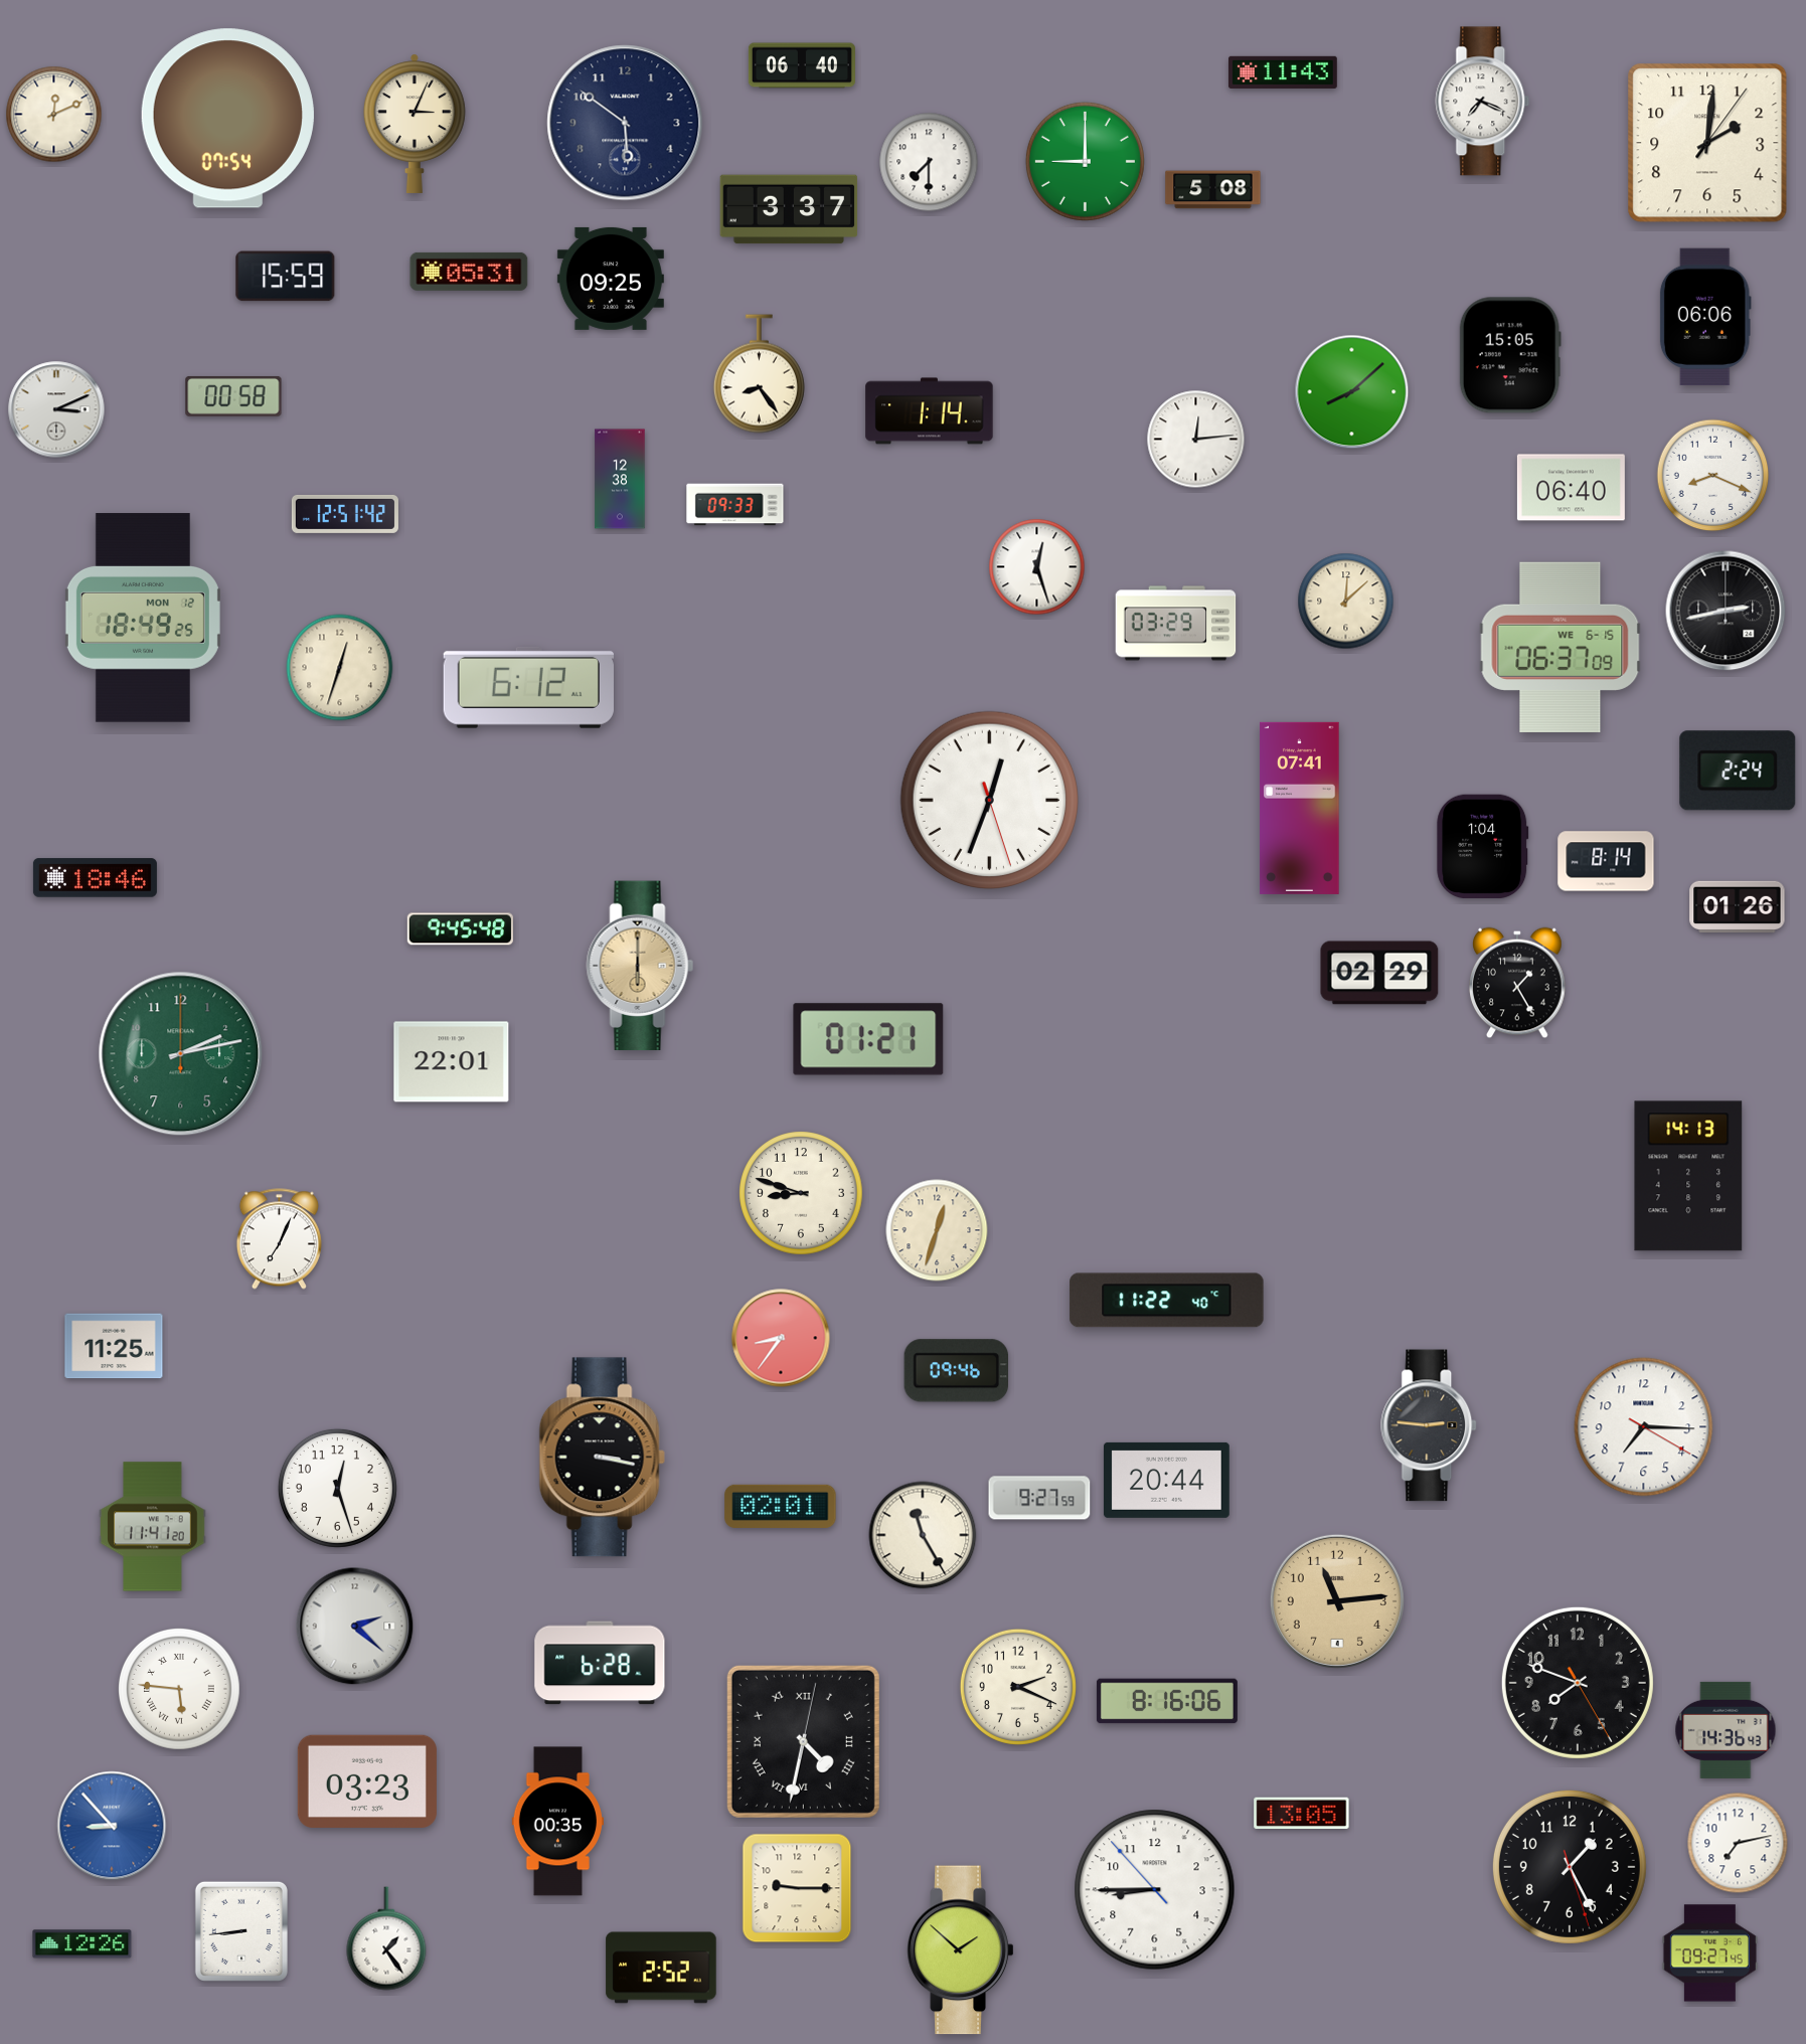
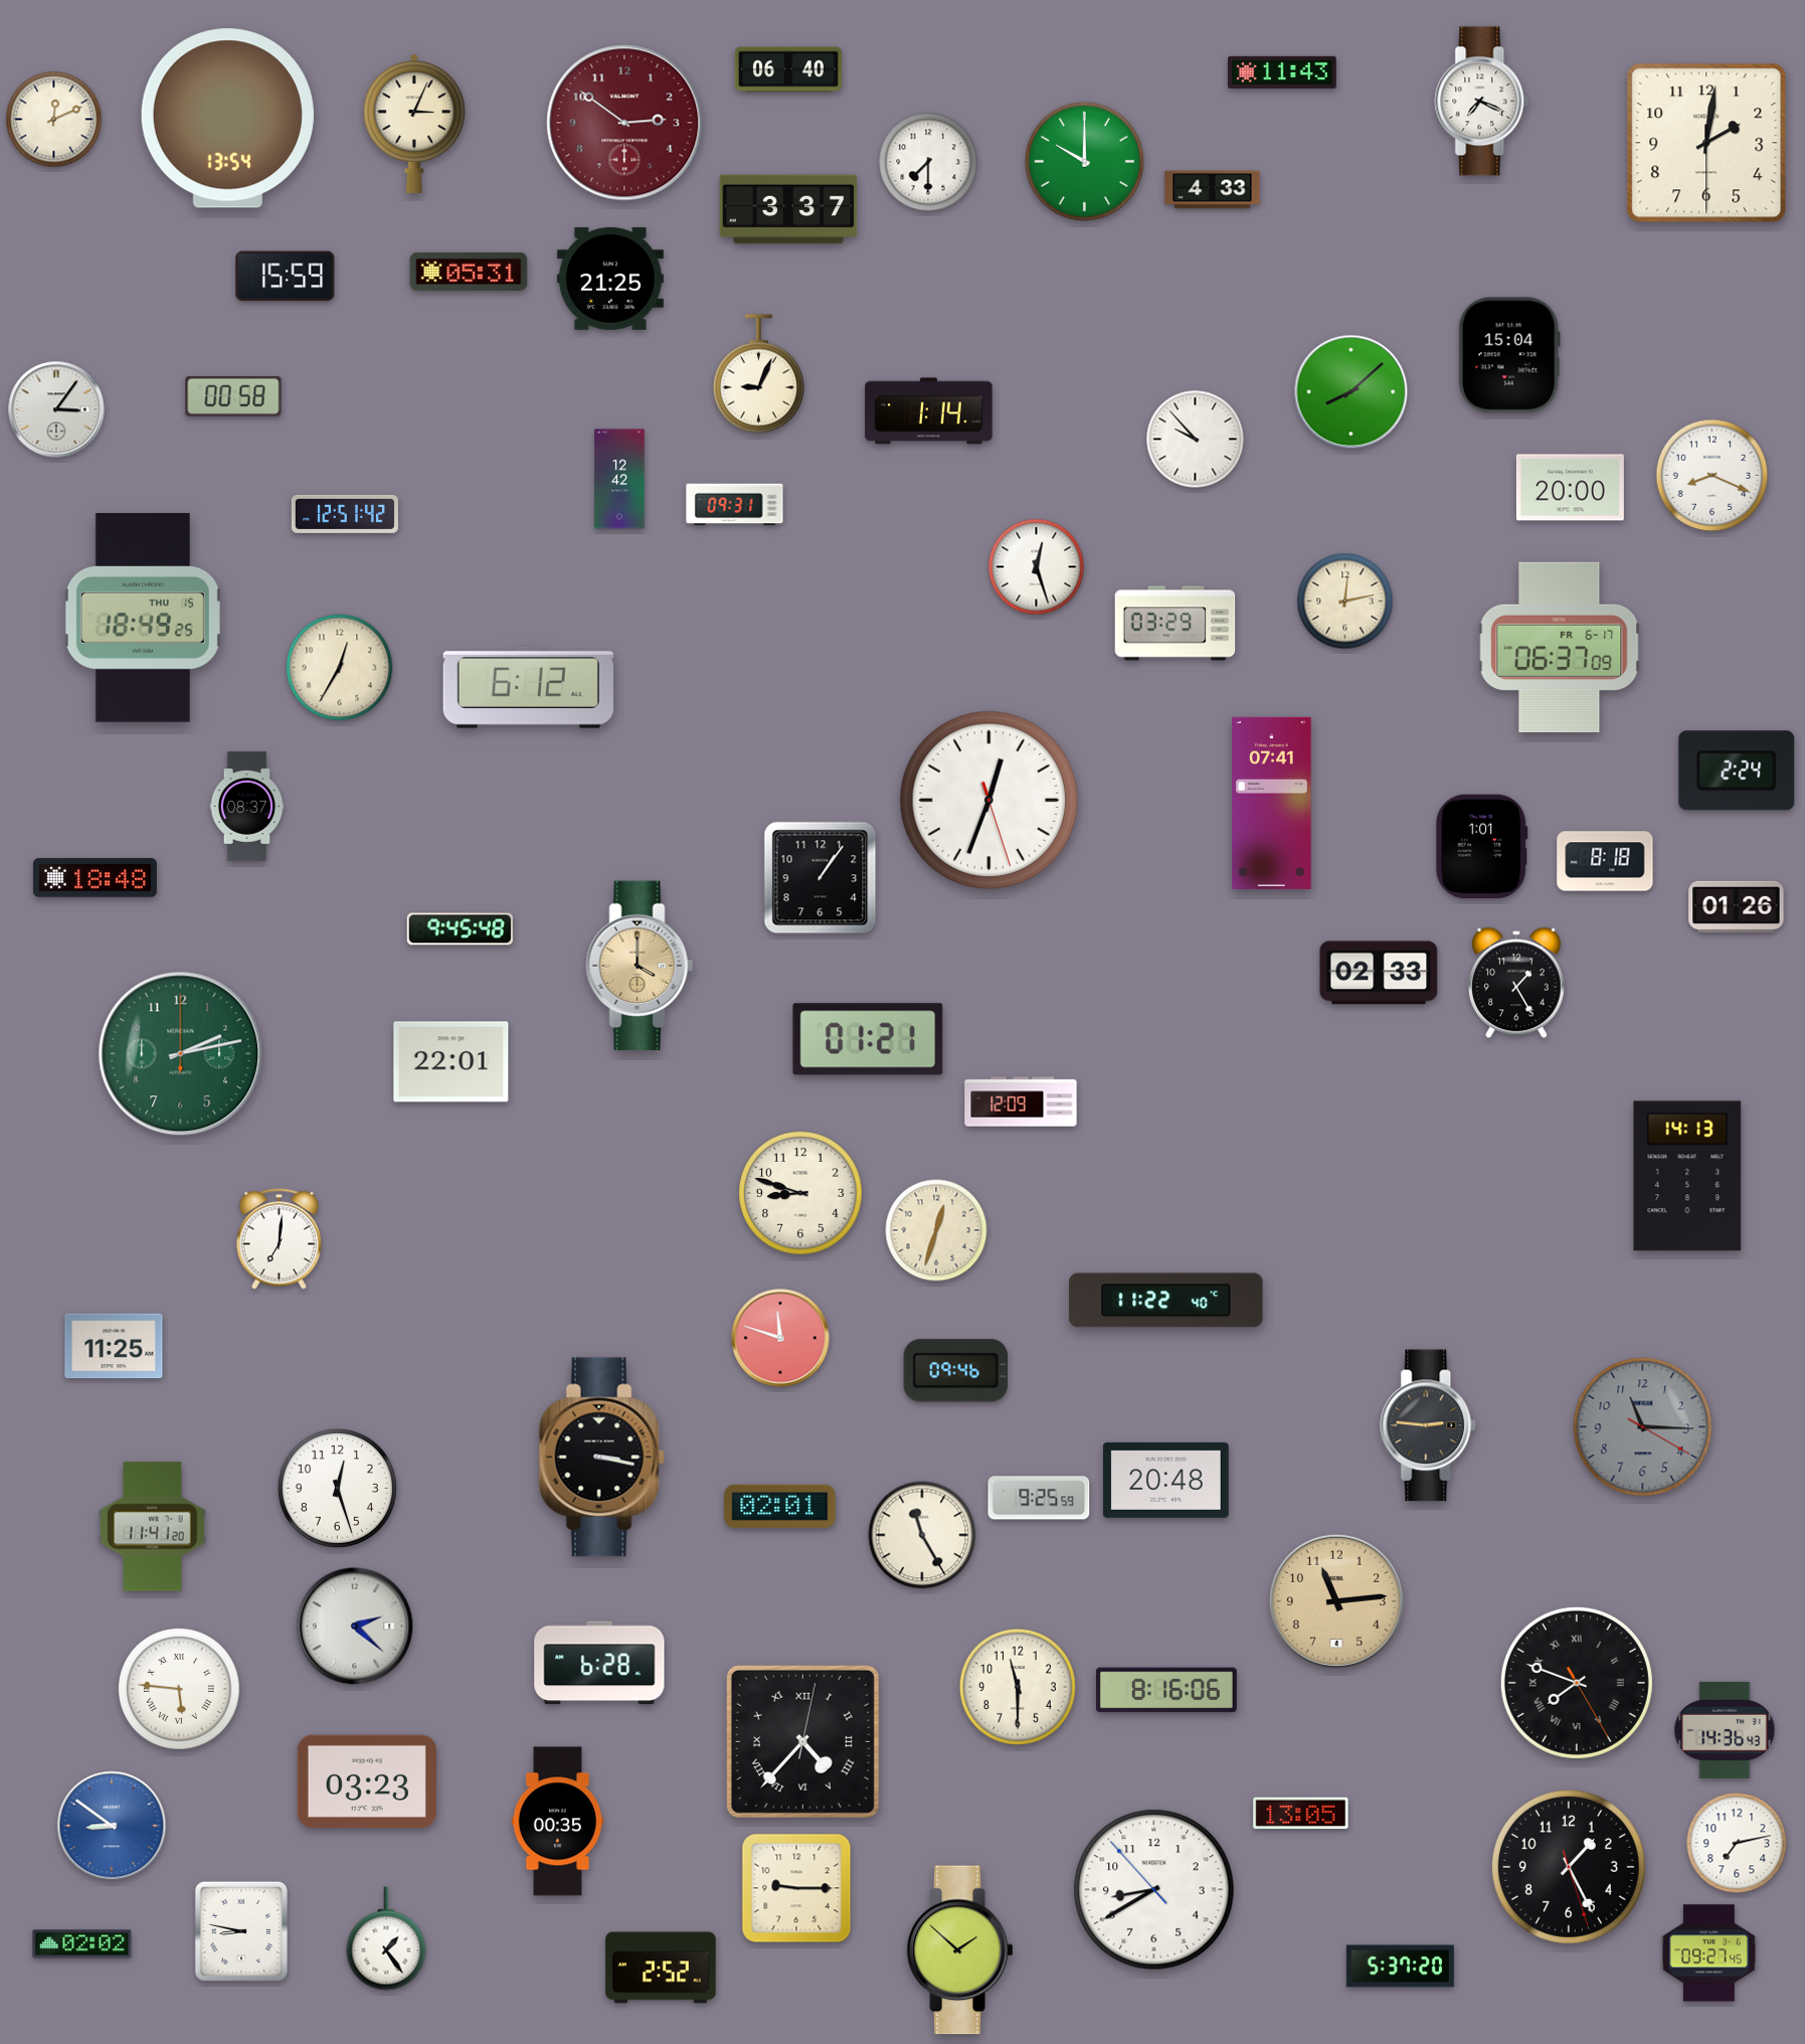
clock at (802, 65) position: (802, 65) -> (788, 69)
clock at (54, 115) position: (54, 115) -> (54, 120)
clock at (227, 119): 07:54 -> 13:54
clock at (625, 123): 5:51 -> 2:51
clock at (625, 123) dial: navy -> burgundy
clock at (1707, 143): 2:01:06 -> 2:01:30
clock at (1085, 161): 9:00 -> 10:00
clock at (1213, 190): 5:08 -> 4:33
clock at (611, 279): 09:25 -> 21:25
clock at (1705, 317): 06:06 -> none
clock at (1510, 355): 15:05 -> 15:04
clock at (759, 374): 8:24 -> 9:04
clock at (56, 409): 3:11 -> 3:06
clock at (1196, 440): 12:14 -> 9:53
clock at (620, 479): 12:38 -> 12:42
clock at (1571, 488): 06:40 -> 20:00
clock at (735, 505): 09:33 -> 09:31
clock at (1346, 602): 12:08 -> 12:13
clock at (1726, 611): 2:43 -> none
clock at (143, 618) date: MON 12 -> THU 15
clock at (1561, 647) date: WE 6-15 -> FR 6-17
clock at (340, 668): 12:33 -> 12:35
clock at (247, 807): none -> 08:37
clock at (1300, 808) position: (1300, 808) -> (1272, 803)
clock at (1483, 847): 1:04 -> 1:01
clock at (1606, 861): 8:14 -> 8:18
clock at (95, 878): 18:46 -> 18:48
clock at (821, 878): none -> 1:06
clock at (640, 966): 6:00 -> 4:00
clock at (1379, 973): 02:29 -> 02:33
clock at (1021, 1101): none -> 12:09
clock at (279, 1239): 7:04 -> 7:01
clock at (781, 1338): 8:36 -> 11:48
clock at (1644, 1427): 7:15 -> 11:15
clock at (1644, 1427) dial: white -> grey
clock at (1167, 1480): 20:44 -> 20:48
clock at (1039, 1498): 9:27 -> 9:25
clock at (1578, 1683) numerals: Arabic -> Roman
clock at (1018, 1687): 2:19 -> 11:30
clock at (1167, 1701) position: (1167, 1701) -> (1166, 1690)
clock at (803, 1741): 4:32 -> 4:37
clock at (112, 1826): 8:53 -> 8:51
clock at (1155, 1890): 8:44 -> 8:39
clock at (241, 1931): 8:44 -> 8:47
clock at (83, 1944): 12:26 -> 02:02
clock at (1400, 1967): none -> 5:37
